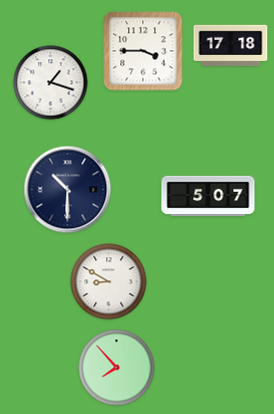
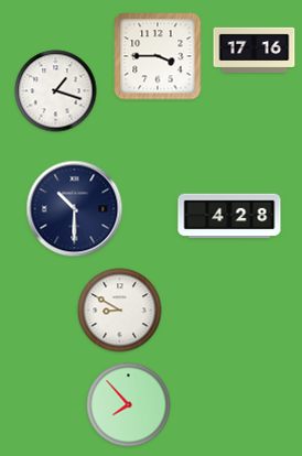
clock at (231, 45): 17:18 -> 17:16
clock at (208, 196): 5:07 -> 4:28
